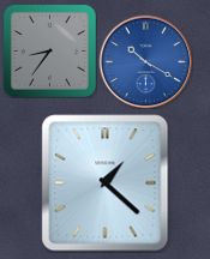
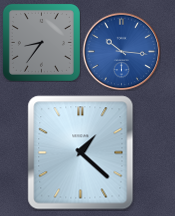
clock at (145, 61): 10:20 -> 10:16
clock at (106, 183) position: (106, 183) -> (81, 153)
